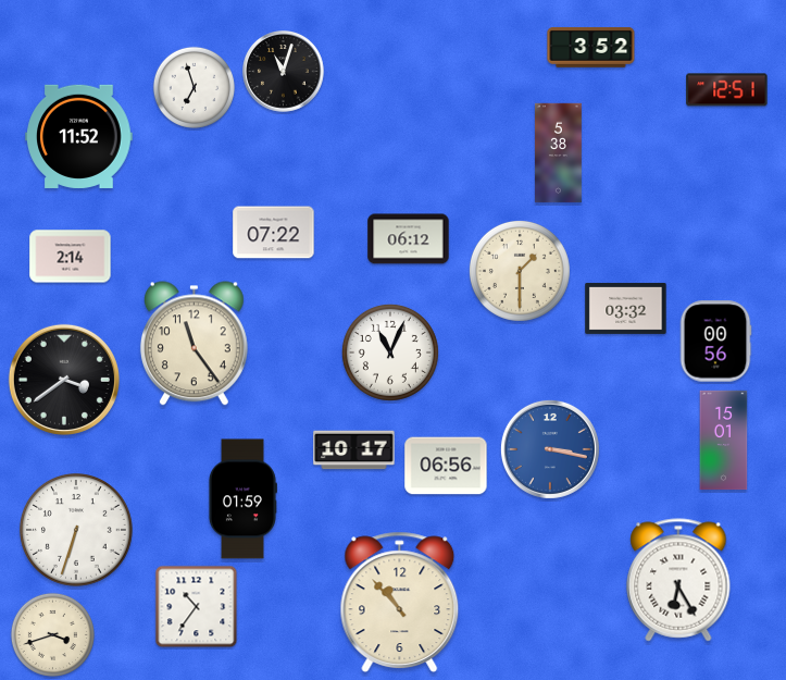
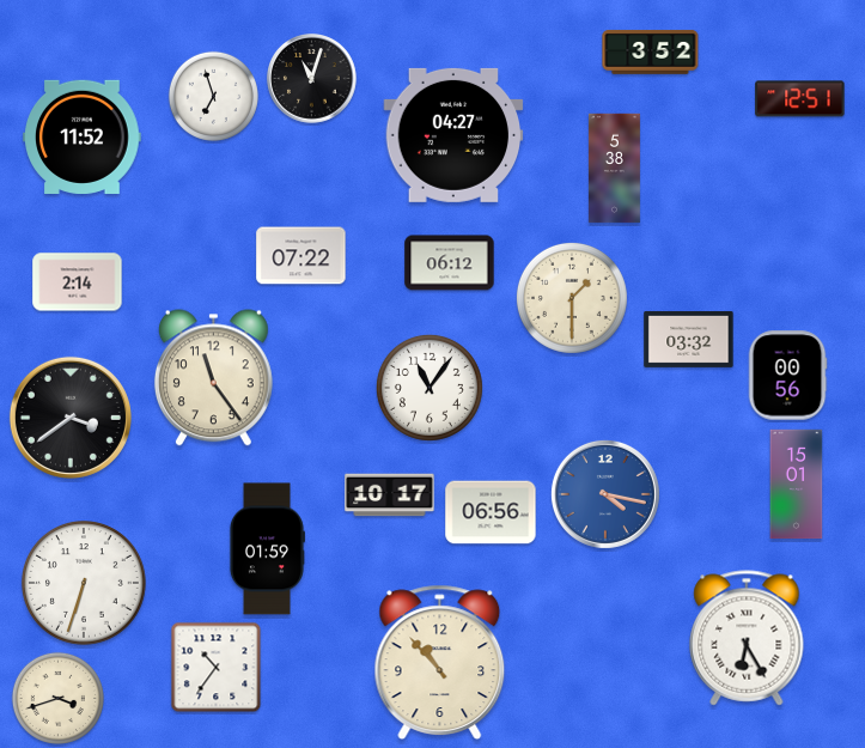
clock at (453, 135): none -> 04:27
clock at (79, 136) position: (79, 136) -> (83, 136)
clock at (390, 353): 11:04 -> 11:06
clock at (550, 449): 3:17 -> 4:17
